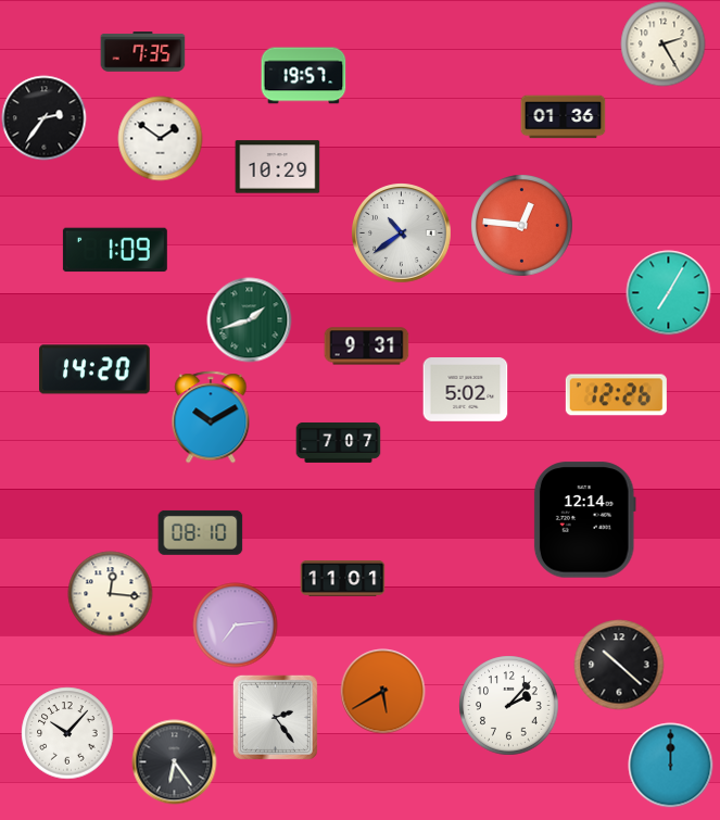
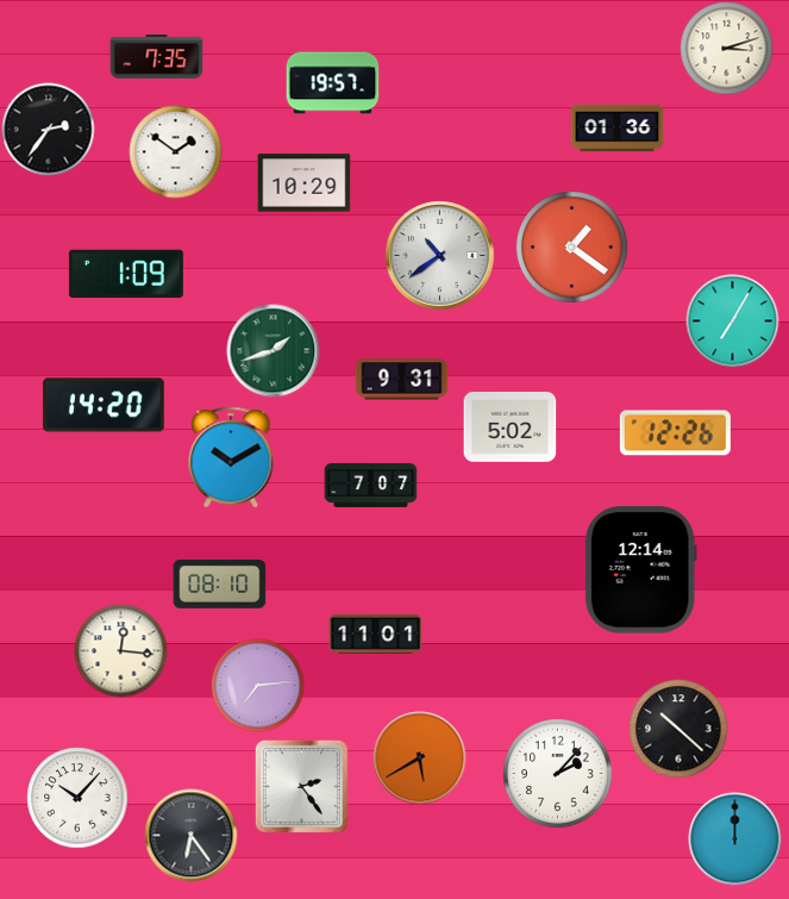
clock at (662, 43): 2:25 -> 3:12
clock at (522, 226): 12:46 -> 1:21
clock at (67, 733) position: (67, 733) -> (77, 798)
